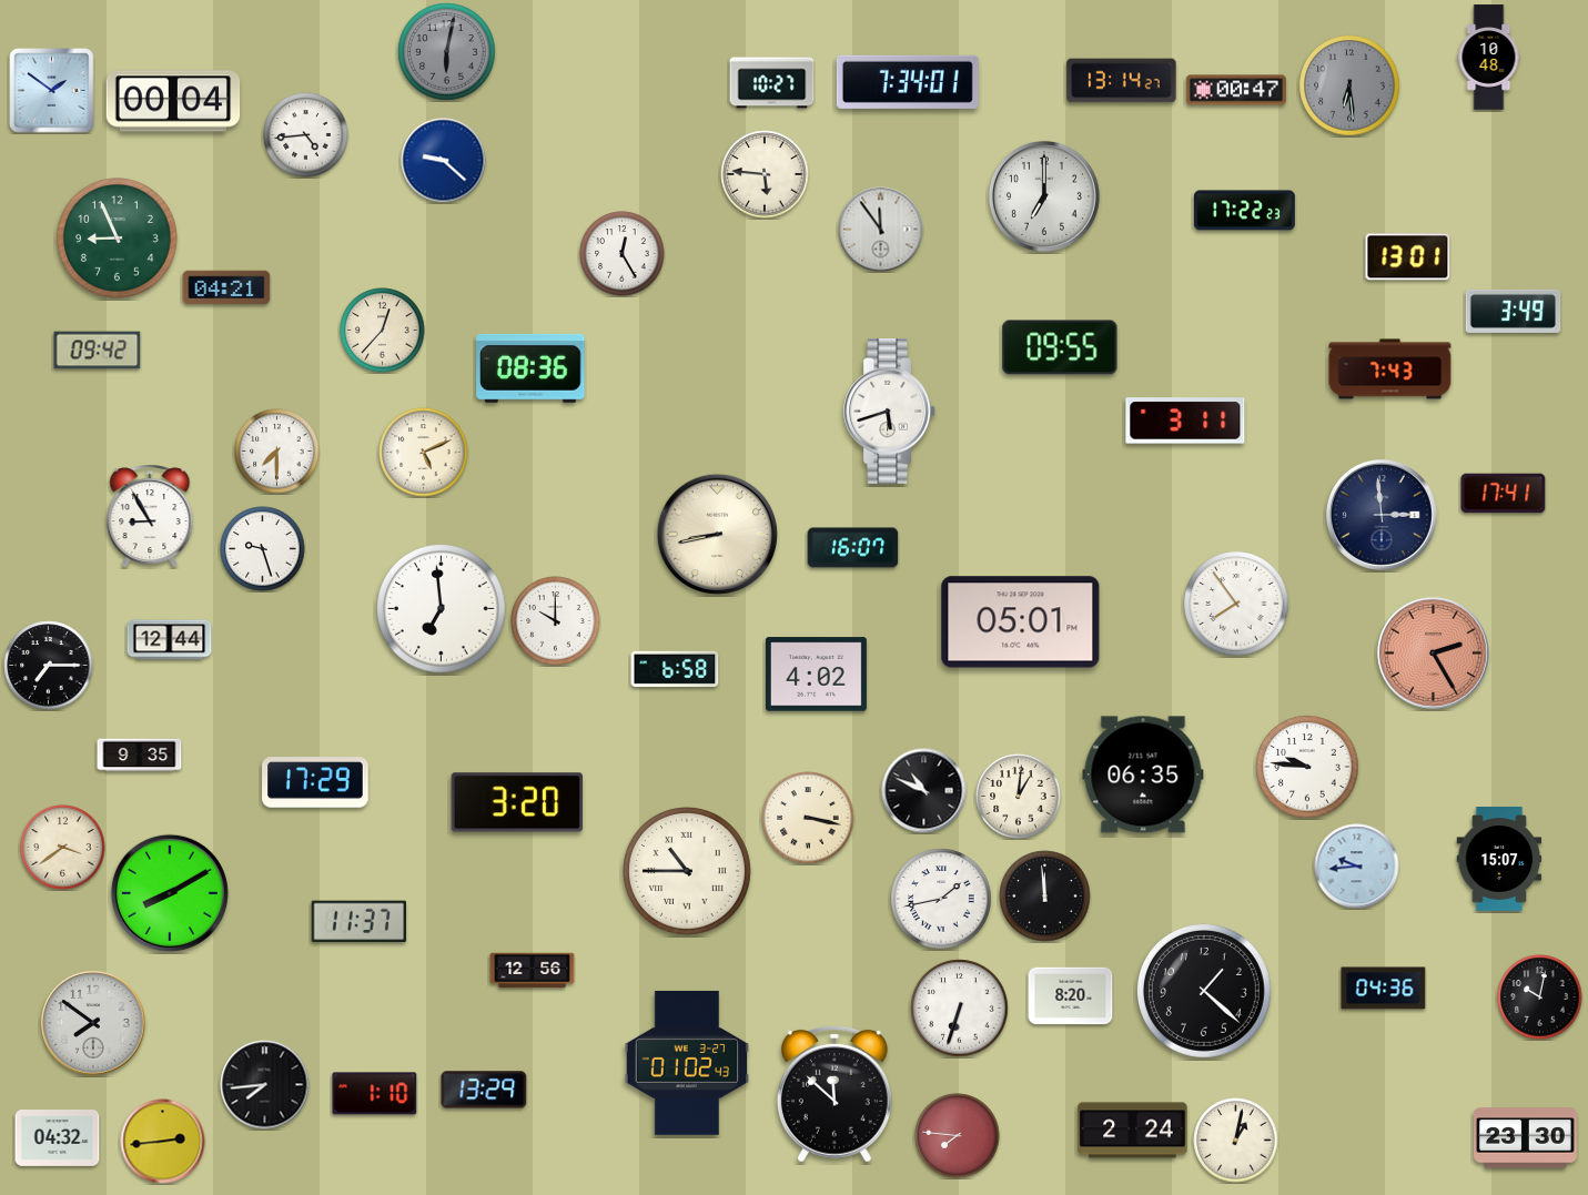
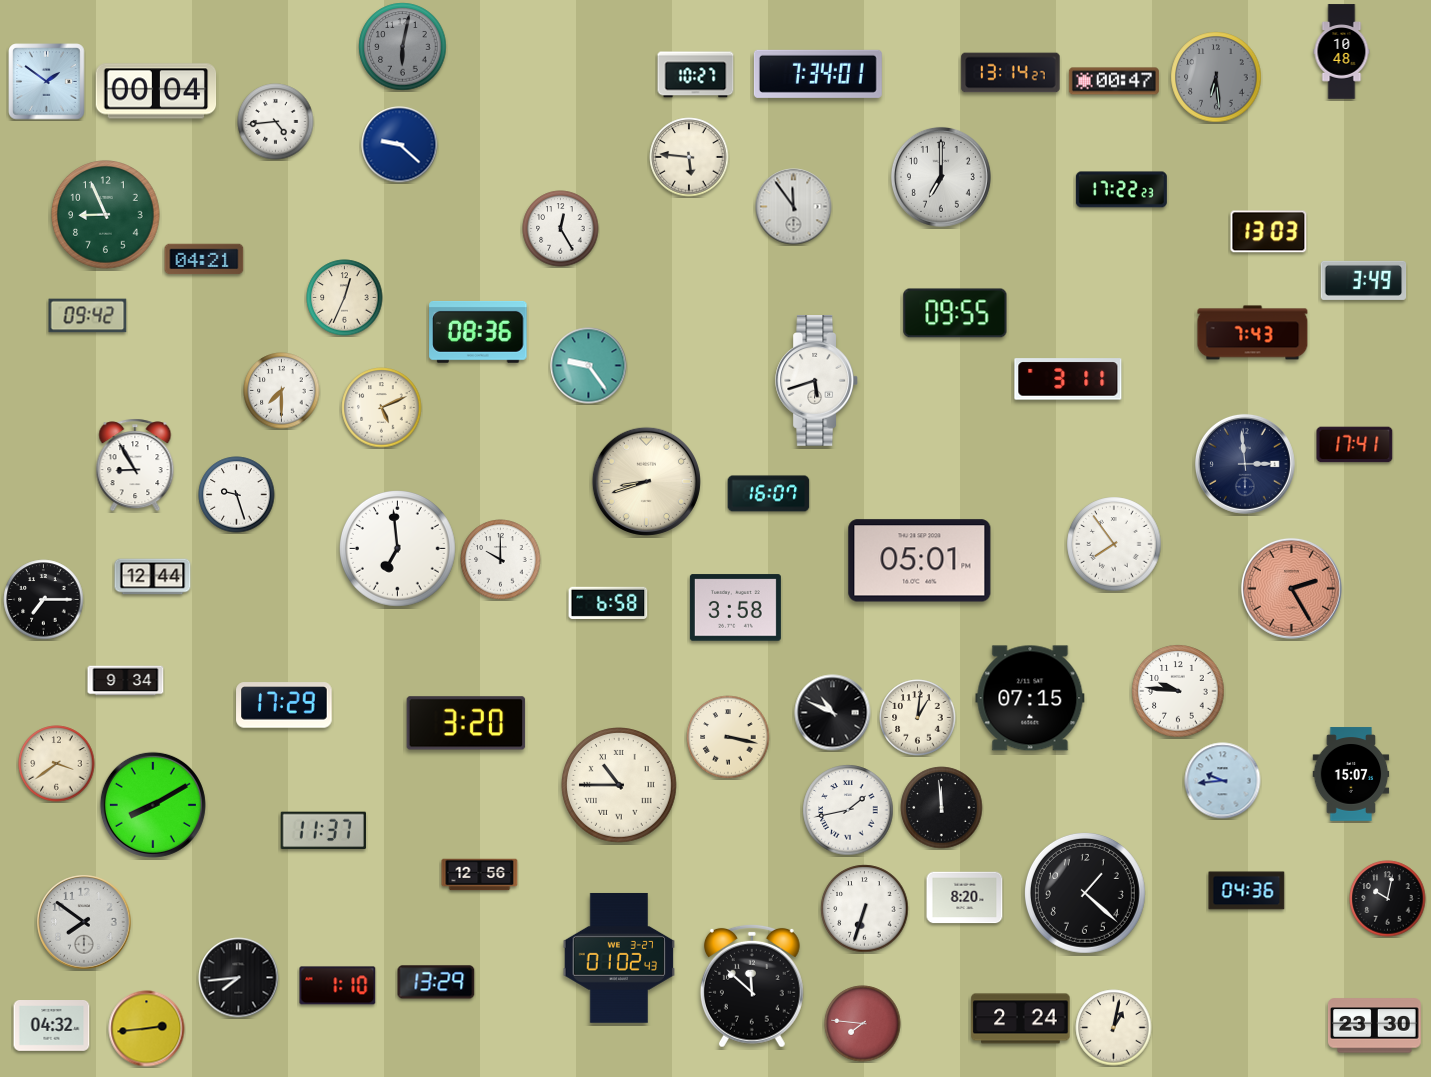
clock at (1408, 257): 13:01 -> 13:03
clock at (383, 331): 12:37 -> 12:34
clock at (589, 366): none -> 9:24
clock at (889, 412) position: (889, 412) -> (816, 381)
clock at (277, 452) position: (277, 452) -> (282, 391)
clock at (717, 534): 8:43 -> 8:42
clock at (816, 675): 4:02 -> 3:58
clock at (140, 756): 9:35 -> 9:34
clock at (1143, 774): 06:35 -> 07:15
